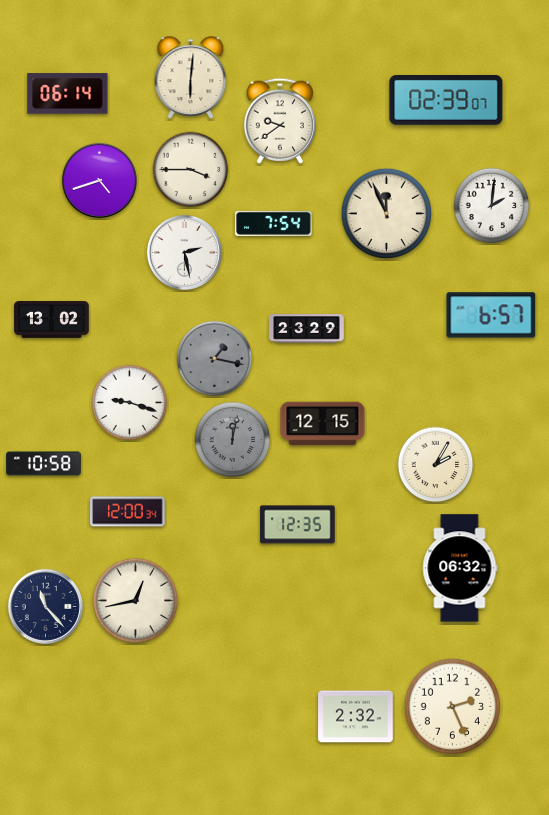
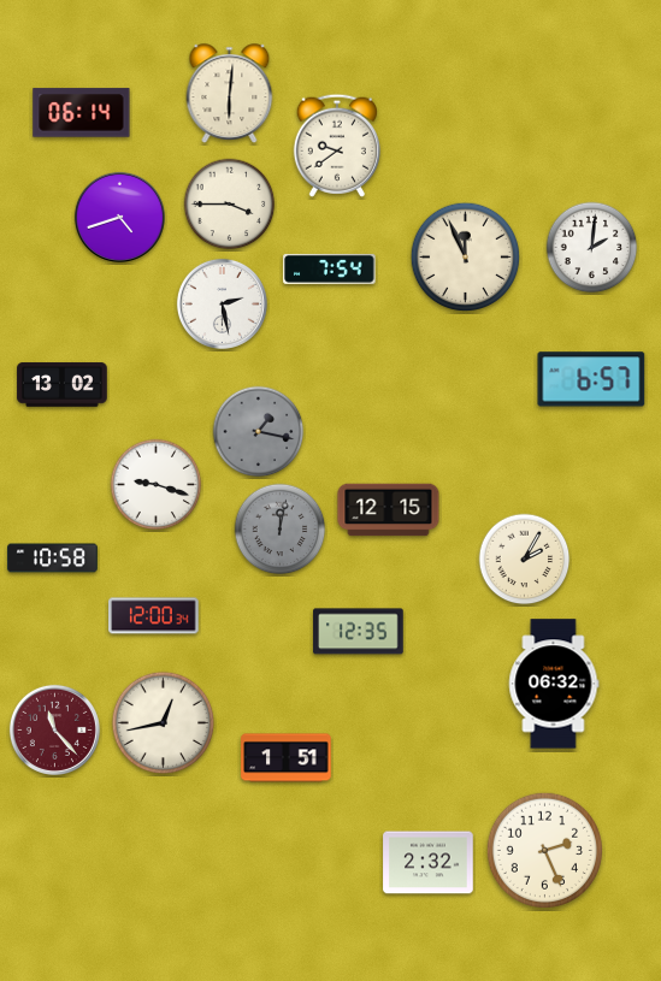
clock at (446, 101): 02:39 -> none
clock at (307, 329): 23:29 -> none
clock at (45, 606) dial: navy -> burgundy
clock at (287, 758): none -> 1:51
